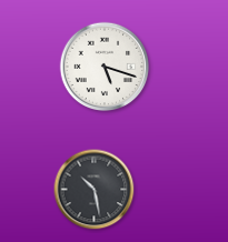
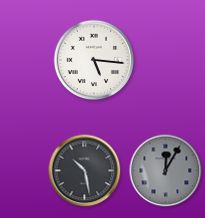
clock at (105, 67): 5:18 -> 5:16
clock at (166, 171): none -> 12:05
